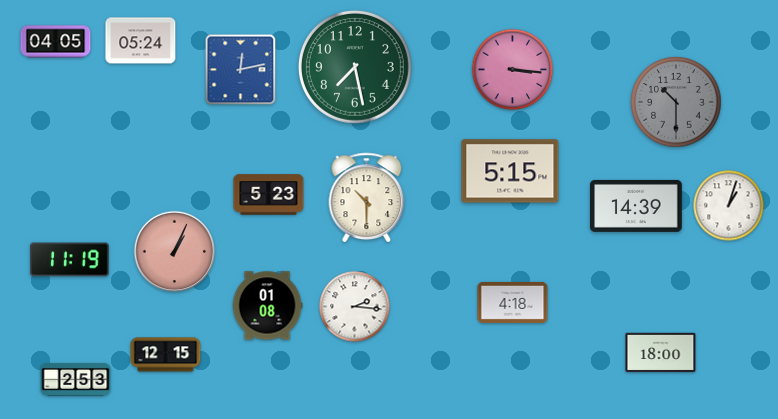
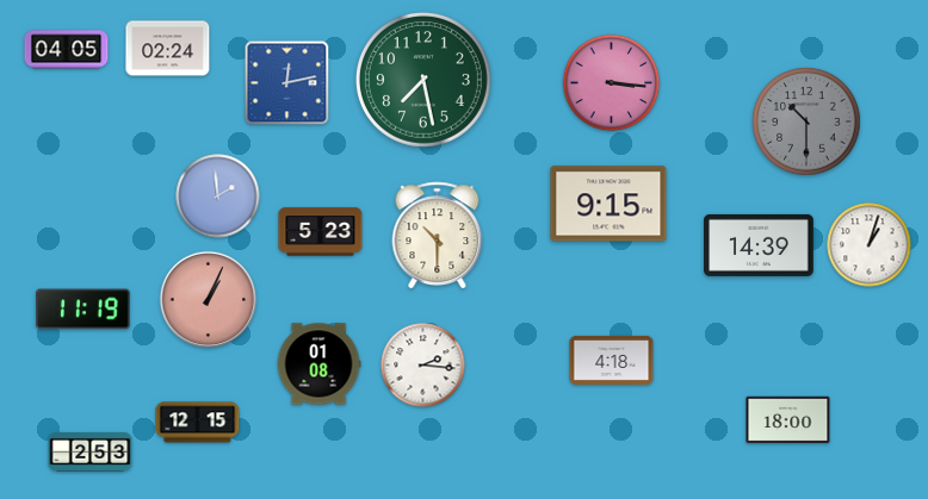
clock at (141, 41): 05:24 -> 02:24
clock at (218, 197): none -> 1:59
clock at (510, 171): 5:15 -> 9:15
